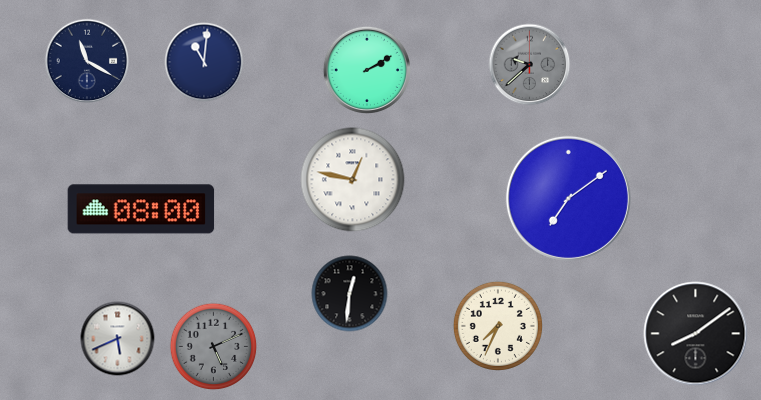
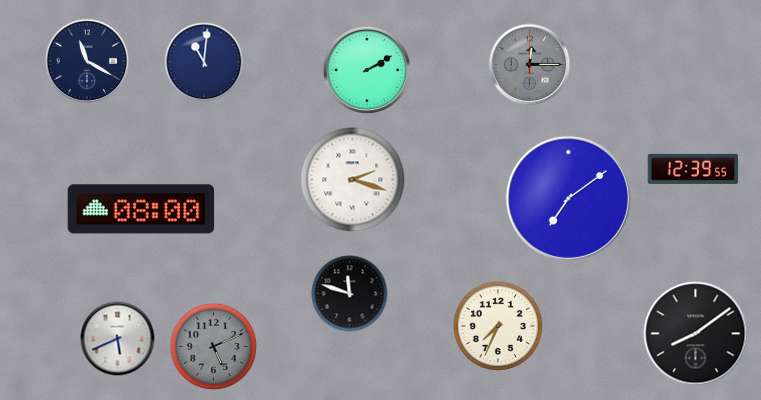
clock at (530, 65): 9:38 -> 12:15
clock at (693, 169): none -> 12:39
clock at (353, 180): 12:47 -> 2:18
clock at (350, 294): 12:31 -> 11:48
